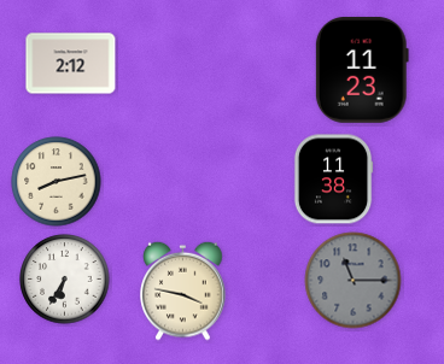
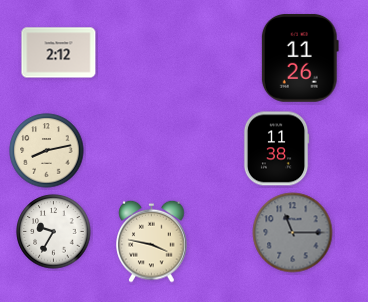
clock at (362, 70): 11:23 -> 11:26
clock at (65, 280): 6:35 -> 9:35
